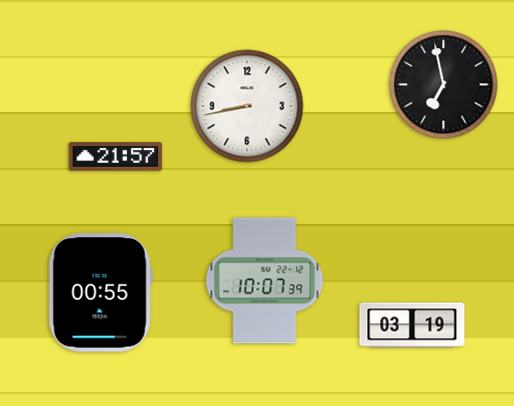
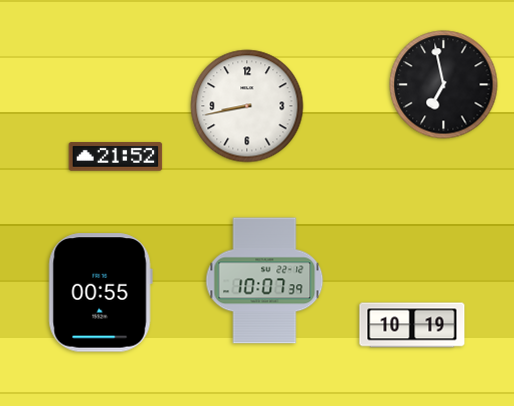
clock at (116, 157): 21:57 -> 21:52
clock at (412, 325): 03:19 -> 10:19
